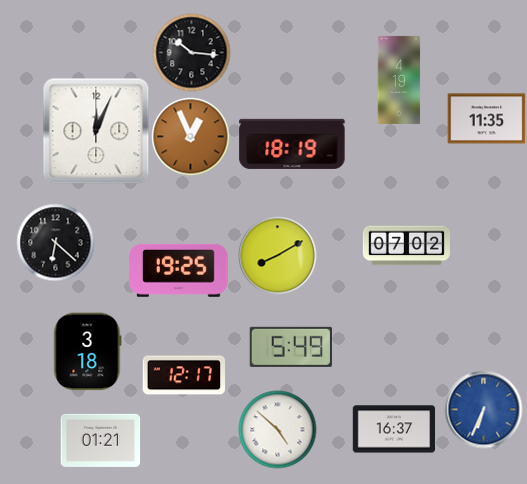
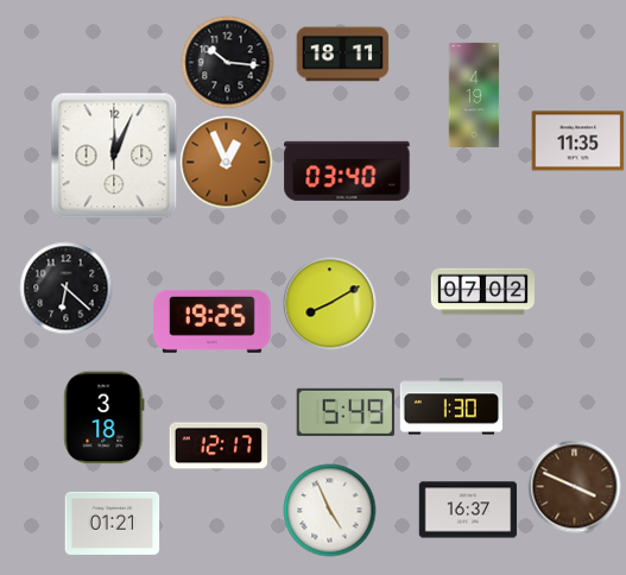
clock at (342, 55): none -> 18:11
clock at (292, 144): 18:19 -> 03:40
clock at (451, 406): none -> 1:30
clock at (483, 409): 6:34 -> 3:49
clock at (483, 409) dial: blue -> brown
clock at (277, 429): 4:52 -> 4:56
clock at (100, 440) position: (100, 440) -> (112, 523)
